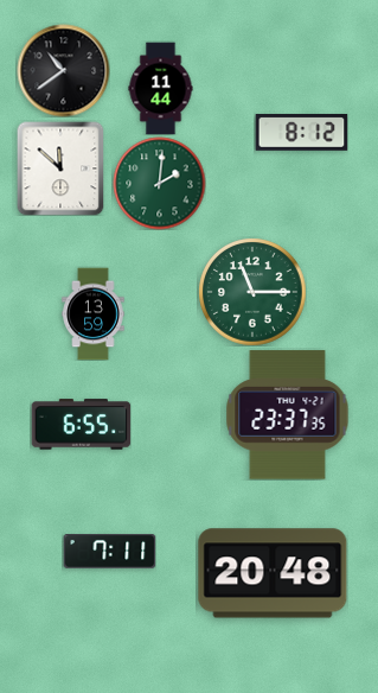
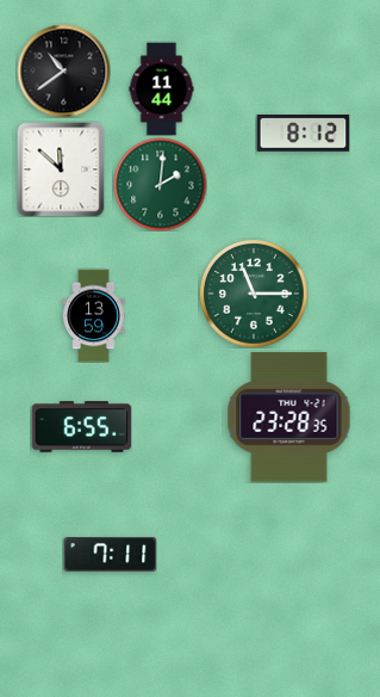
clock at (288, 415): 23:37 -> 23:28
clock at (273, 573): 20:48 -> none
